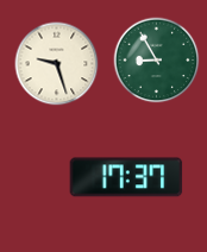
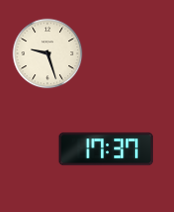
clock at (157, 61): 8:55 -> none
